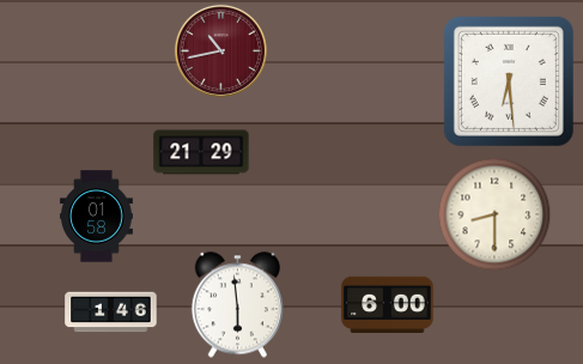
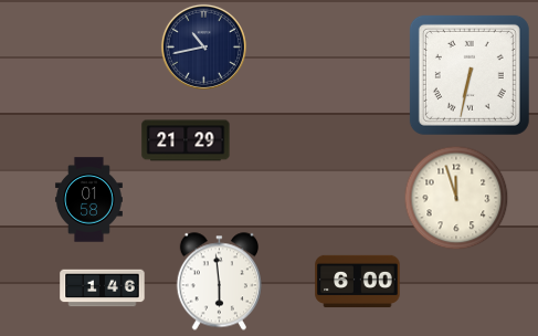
clock at (220, 50) dial: burgundy -> navy
clock at (509, 81): 6:29 -> 6:32
clock at (494, 214): 8:30 -> 11:57
